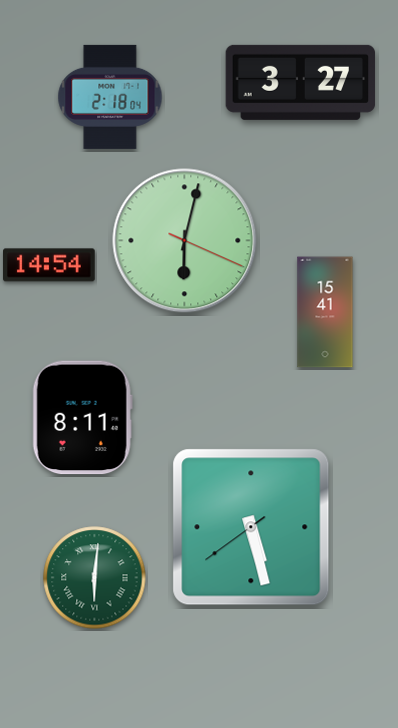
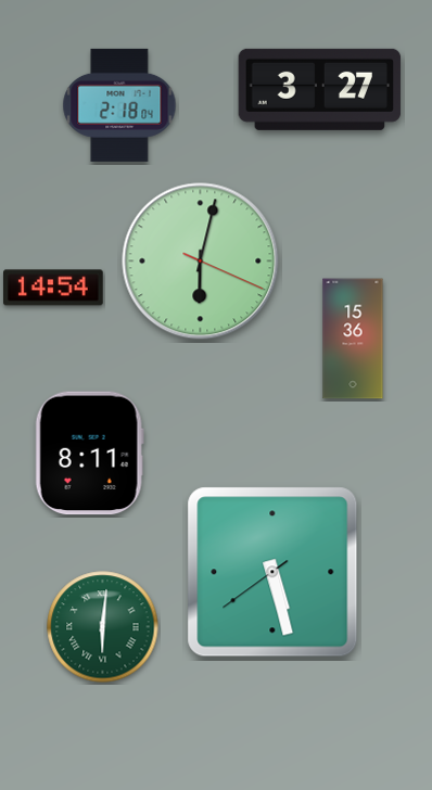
clock at (301, 82) position: (301, 82) -> (320, 89)
clock at (325, 312): 15:41 -> 15:36
